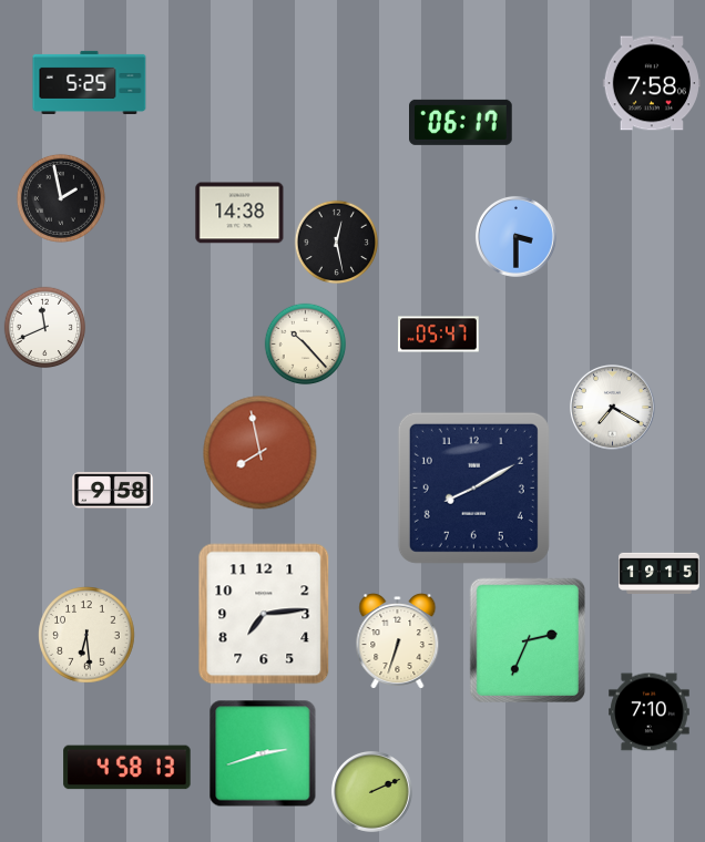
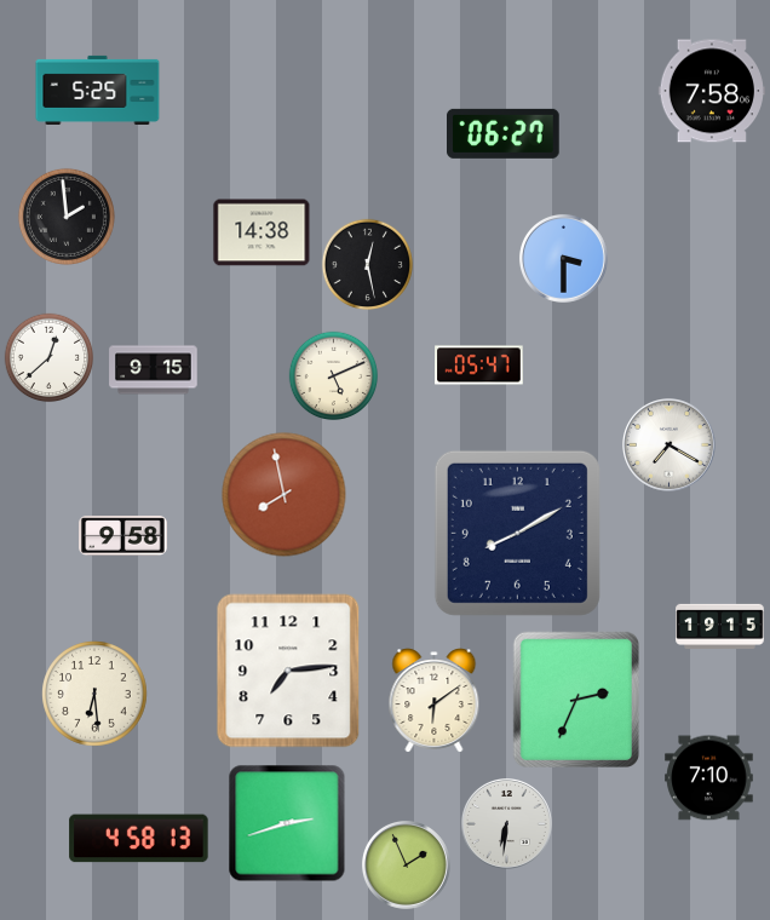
clock at (461, 122): 06:17 -> 06:27
clock at (61, 198): 1:58 -> 1:59
clock at (45, 328): 11:41 -> 12:38
clock at (154, 370): none -> 9:15
clock at (306, 345): 10:23 -> 5:11
clock at (398, 641): 6:33 -> 6:09
clock at (507, 824): none -> 6:31
clock at (371, 791): 2:11 -> 1:56
